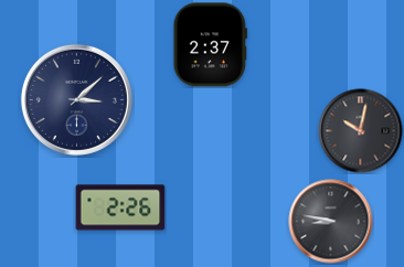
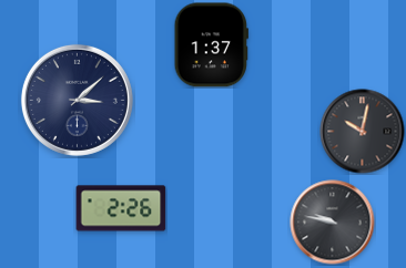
clock at (210, 45): 2:37 -> 1:37
clock at (331, 222): 8:47 -> 9:47
